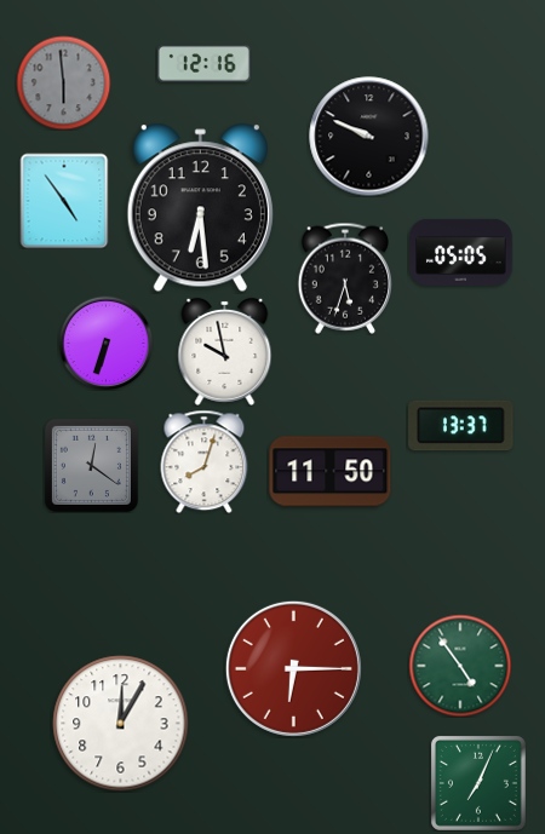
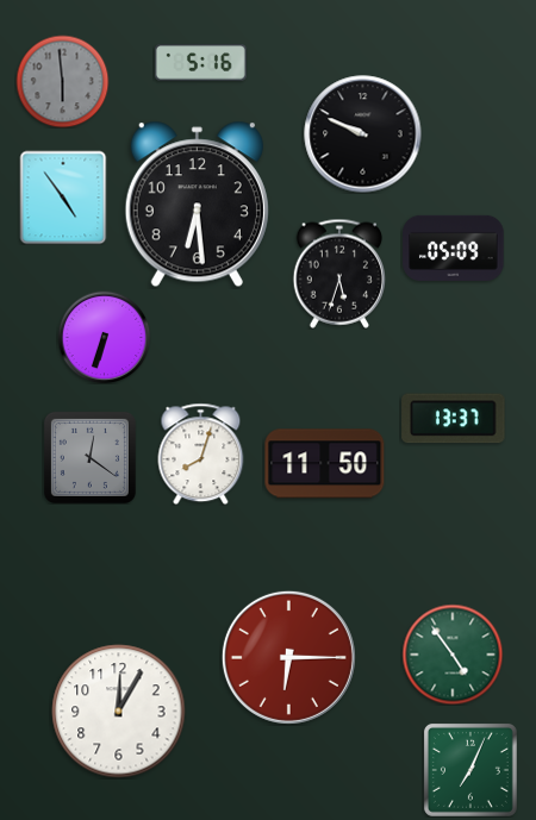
clock at (203, 64): 12:16 -> 5:16
clock at (461, 252): 05:05 -> 05:09
clock at (225, 351): 9:58 -> none
